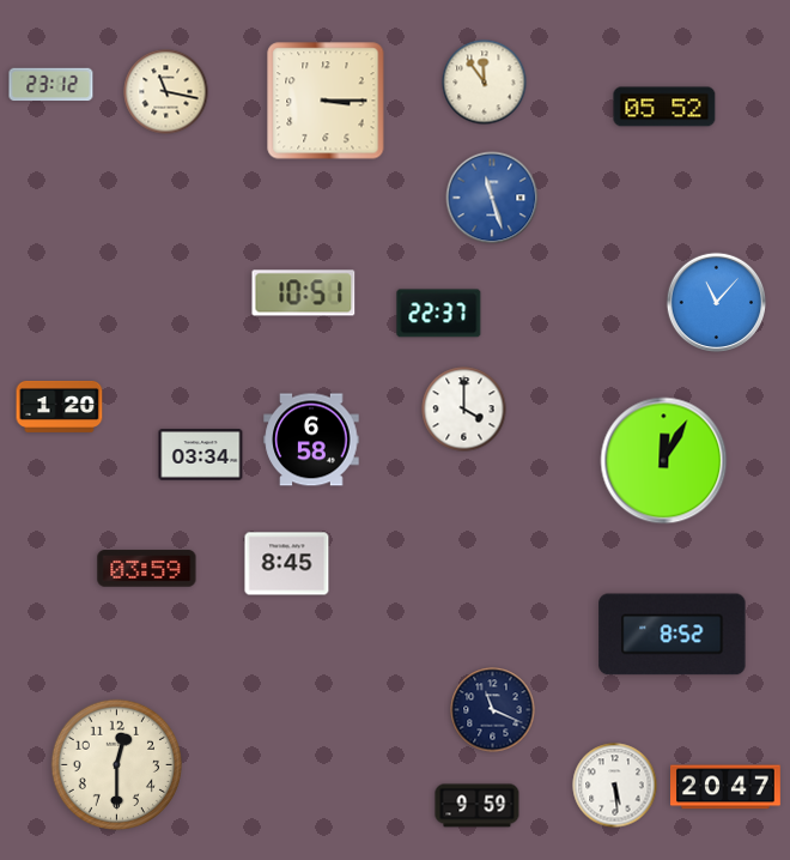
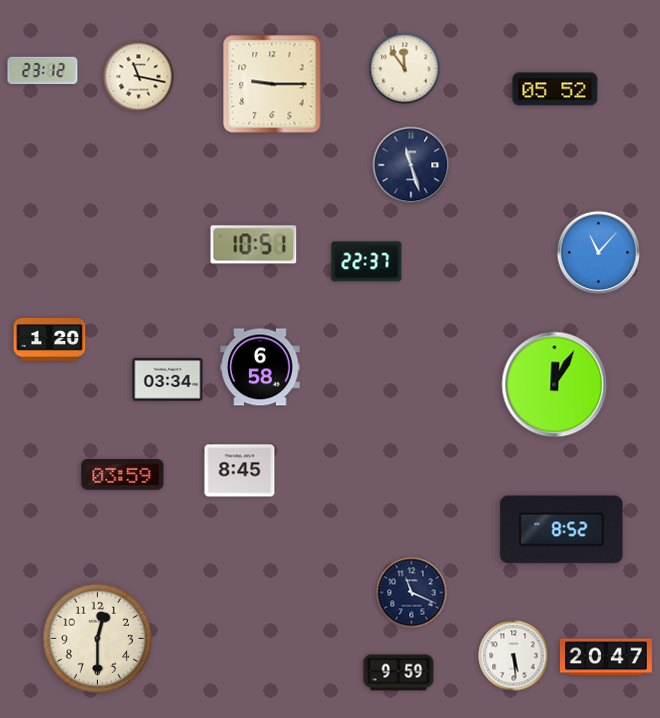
clock at (326, 101): 3:15 -> 9:15
clock at (492, 198) dial: blue -> navy
clock at (464, 410): 4:00 -> none
